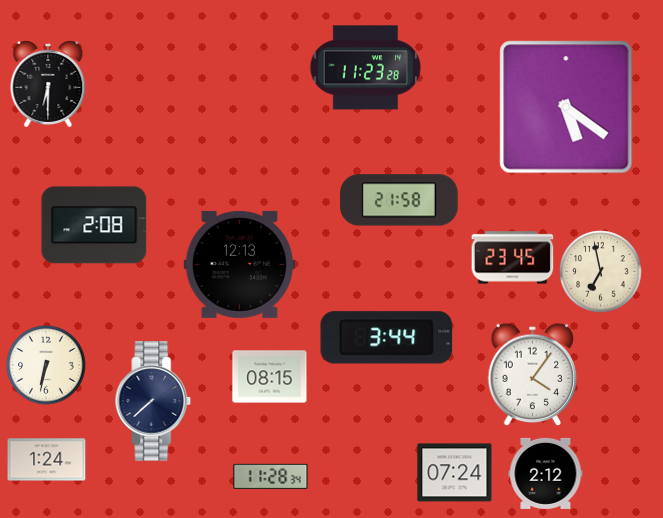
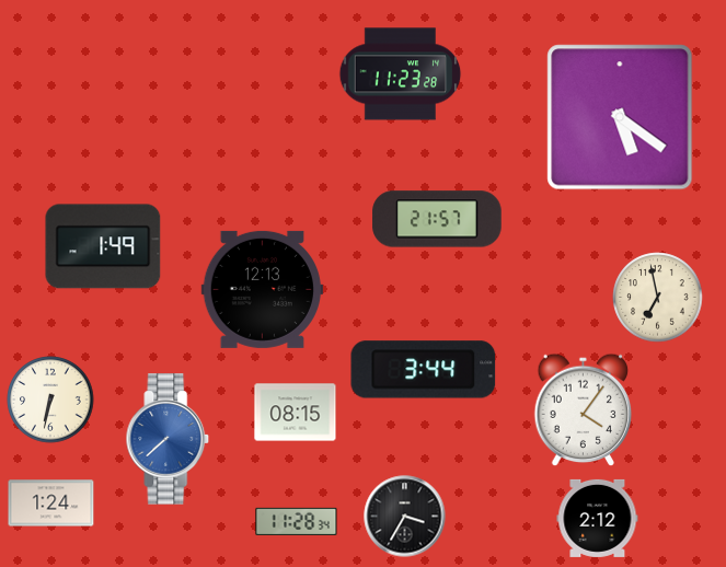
clock at (48, 84): 6:30 -> none
clock at (399, 200): 21:58 -> 21:57
clock at (94, 225): 2:08 -> 1:49
clock at (513, 258): 23:45 -> none
clock at (153, 401) dial: navy -> blue
clock at (405, 517): none -> 3:35
clock at (455, 473): 07:24 -> none
